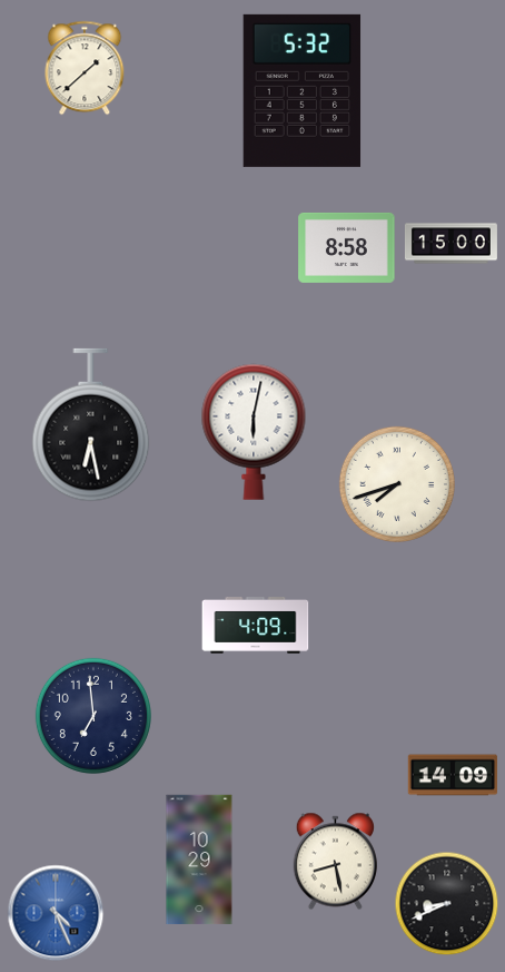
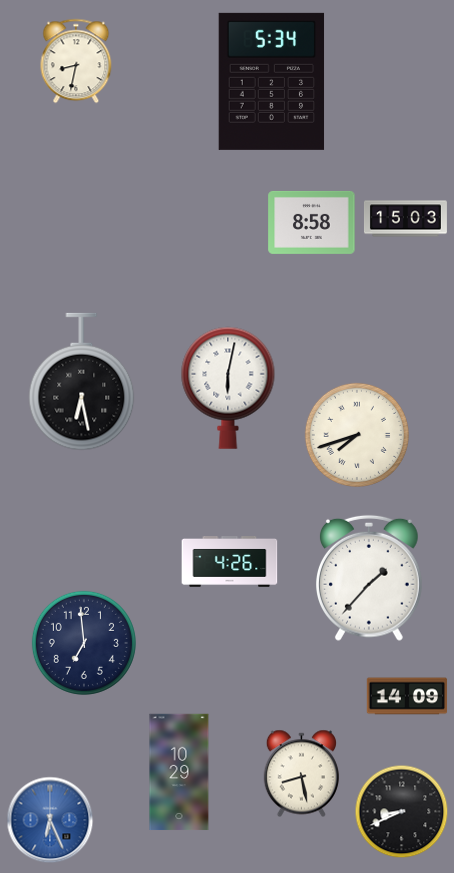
clock at (85, 68): 1:38 -> 8:32
clock at (303, 90): 5:32 -> 5:34
clock at (450, 244): 15:00 -> 15:03
clock at (256, 626): 4:09 -> 4:26
clock at (370, 578): none -> 1:37
clock at (56, 913): 4:26 -> 6:26
